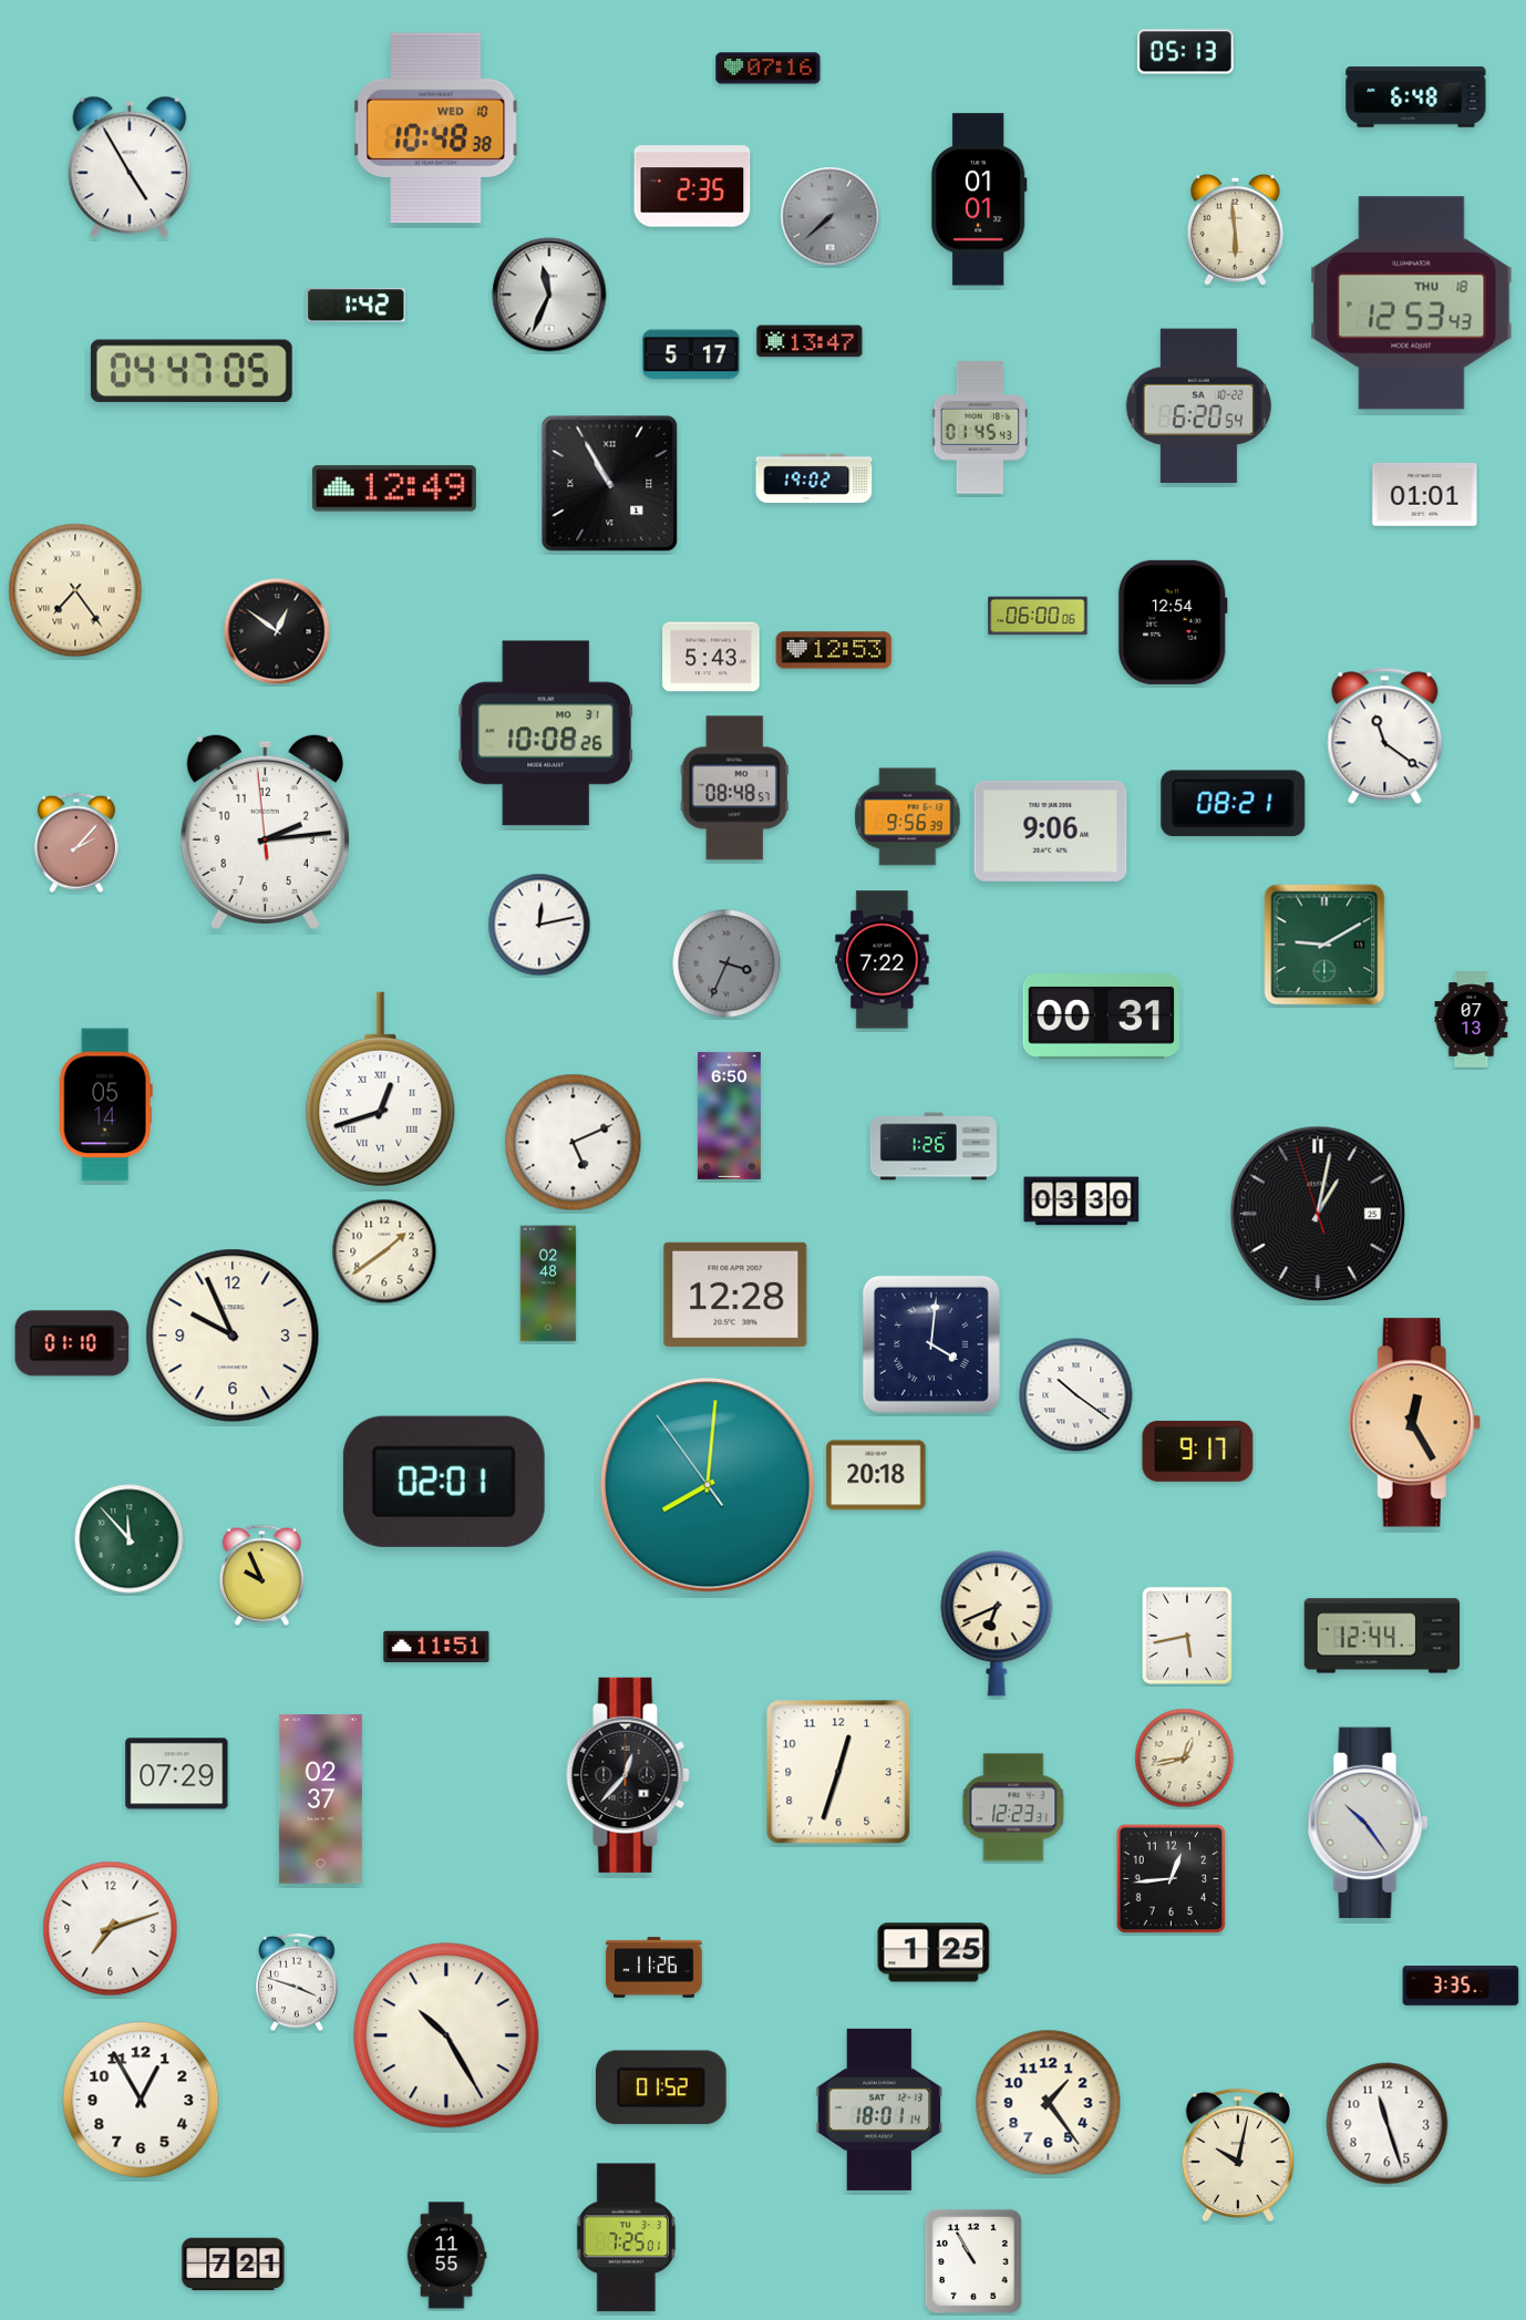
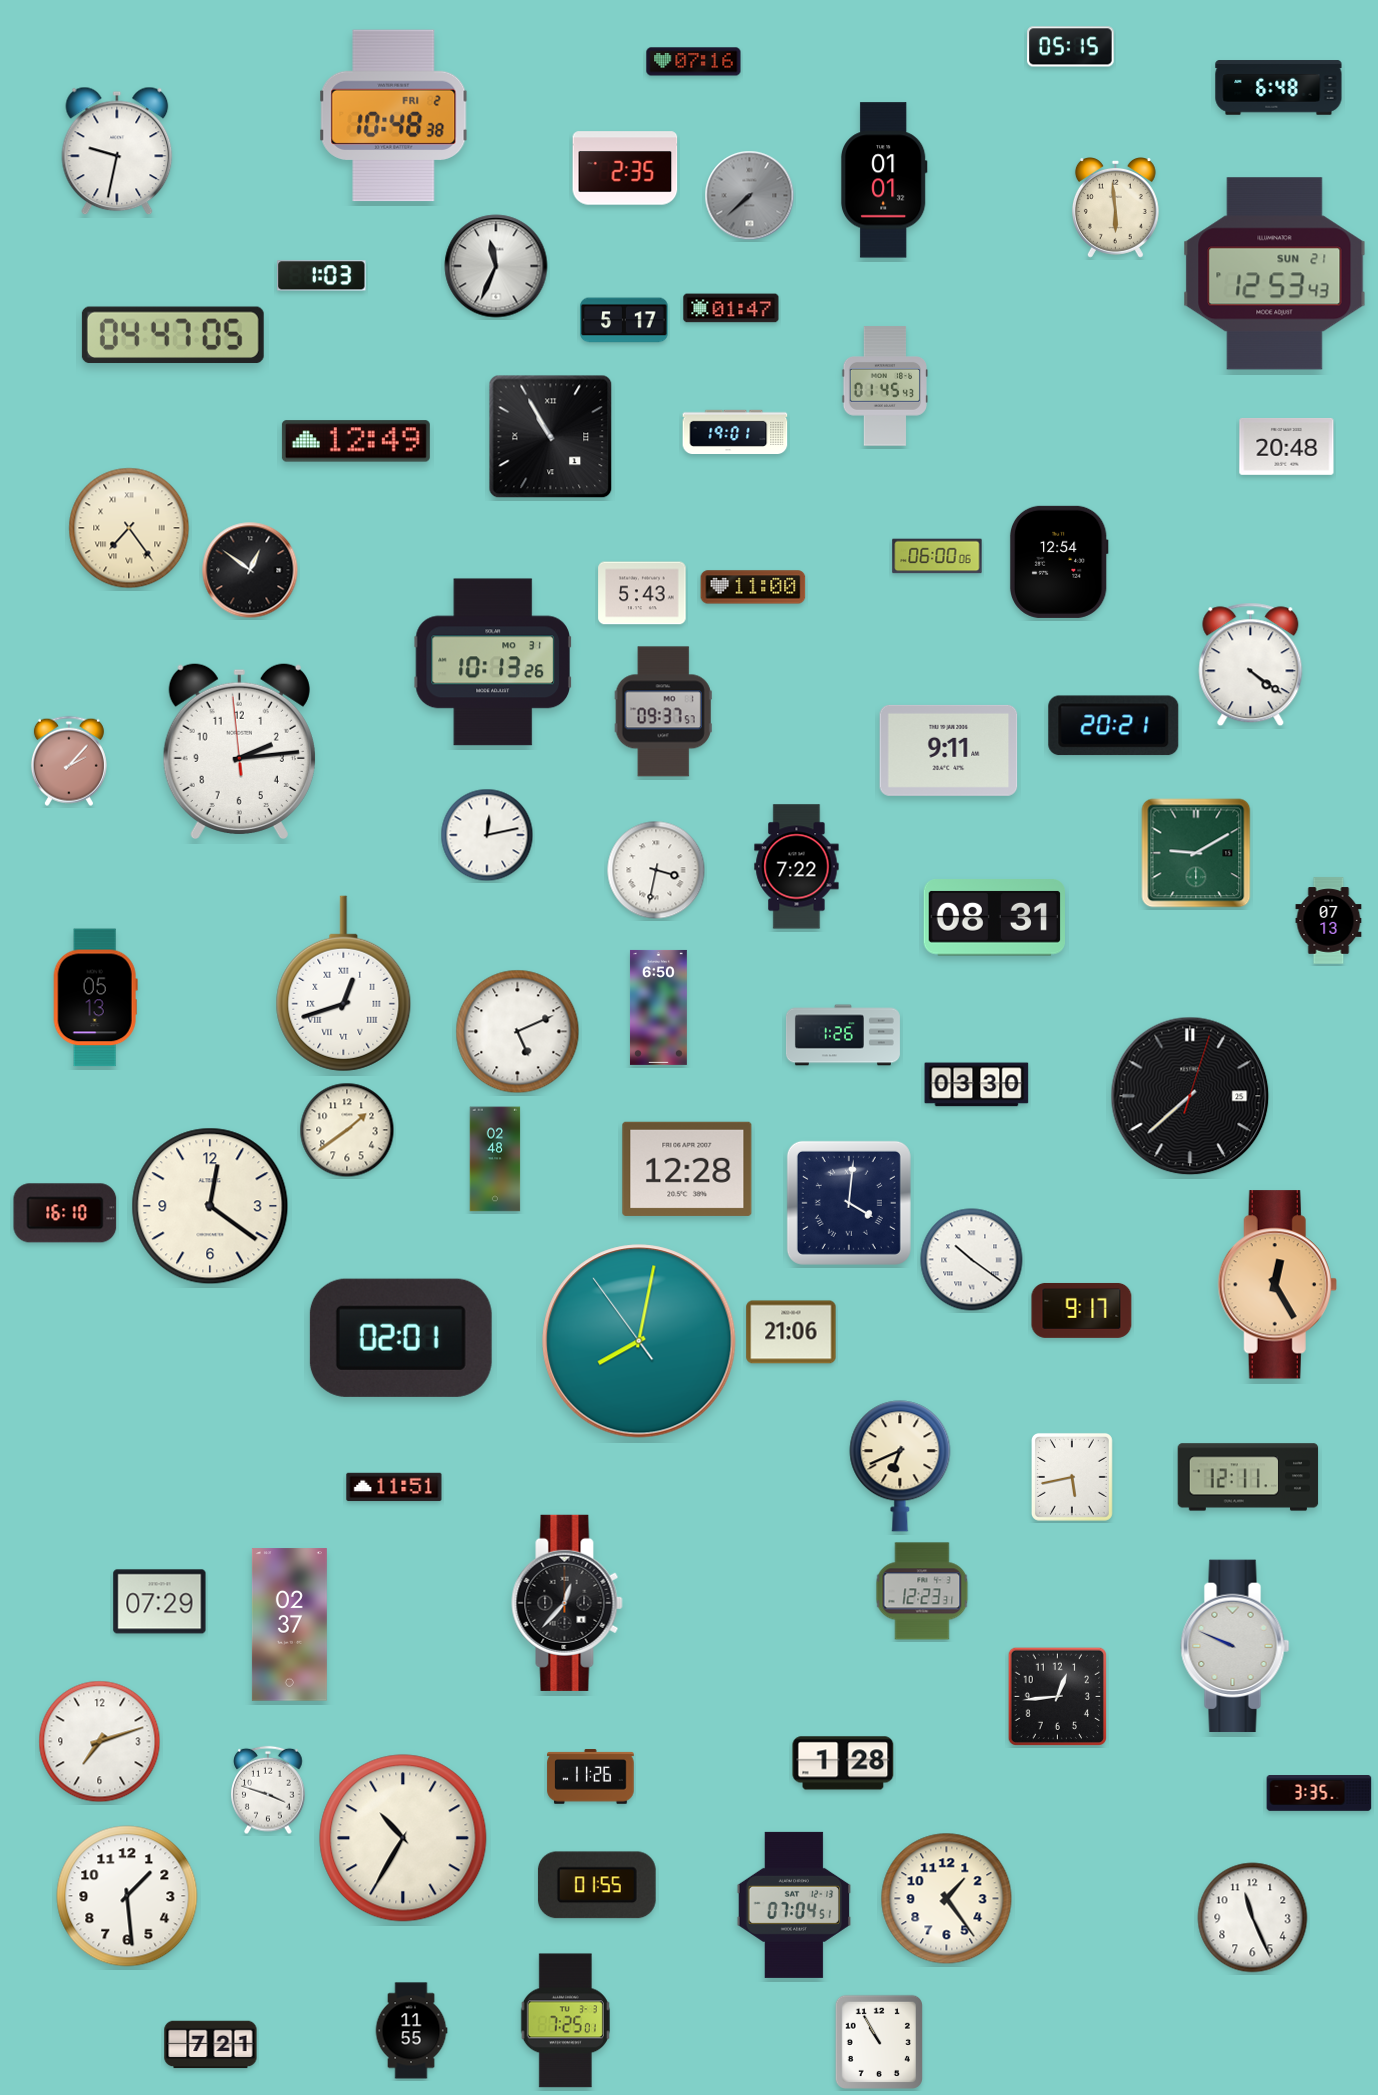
clock at (1186, 52): 05:13 -> 05:15
clock at (436, 128) date: WED 10 -> FRI 2
clock at (130, 167): 4:55 -> 9:32
clock at (1412, 303) date: THU 18 -> SUN 21
clock at (357, 306): 1:42 -> 1:03
clock at (810, 341): 13:47 -> 01:47
clock at (1198, 406): 6:20 -> none
clock at (814, 477): 19:02 -> 19:01
clock at (1425, 494): 01:01 -> 20:48
clock at (75, 590) position: (75, 590) -> (129, 528)
clock at (834, 650): 12:53 -> 11:00
clock at (546, 733): 10:08 -> 10:13
clock at (1385, 736): 11:21 -> 4:21
clock at (734, 788): 08:48 -> 09:37
clock at (1234, 804): 08:21 -> 20:21
clock at (908, 817): 9:56 -> none
clock at (1051, 831): 9:06 -> 9:11
clock at (726, 963): 3:34 -> 3:32
clock at (726, 963) dial: grey -> white
clock at (1101, 1017): 00:31 -> 08:31
clock at (105, 1105): 05:14 -> 05:13
clock at (1318, 1214): 1:01 -> 7:38
clock at (735, 1295) position: (735, 1295) -> (687, 1169)
clock at (233, 1336): 9:56 -> 12:21
clock at (72, 1343): 01:10 -> 16:10
clock at (931, 1344) position: (931, 1344) -> (849, 1203)
clock at (876, 1475): 20:18 -> 21:06
clock at (708, 1485): 8:00 -> 8:01
clock at (130, 1539): 11:53 -> none
clock at (261, 1575): 9:56 -> none
clock at (1382, 1636): 12:44 -> 12:11
clock at (1185, 1759): 12:43 -> none
clock at (838, 1772): 12:33 -> none
clock at (1013, 1807) position: (1013, 1807) -> (922, 1591)
clock at (1368, 1823): 10:24 -> 9:49
clock at (934, 1952): 1:25 -> 1:28
clock at (446, 2035): 10:25 -> 10:35
clock at (661, 2087): 01:52 -> 01:55
clock at (141, 2100): 12:55 -> 1:29
clock at (879, 2110): 18:01 -> 07:04
clock at (1388, 2124): 11:27 -> 11:26
clock at (1238, 2155): 10:02 -> none
clock at (446, 2256) position: (446, 2256) -> (411, 2031)
